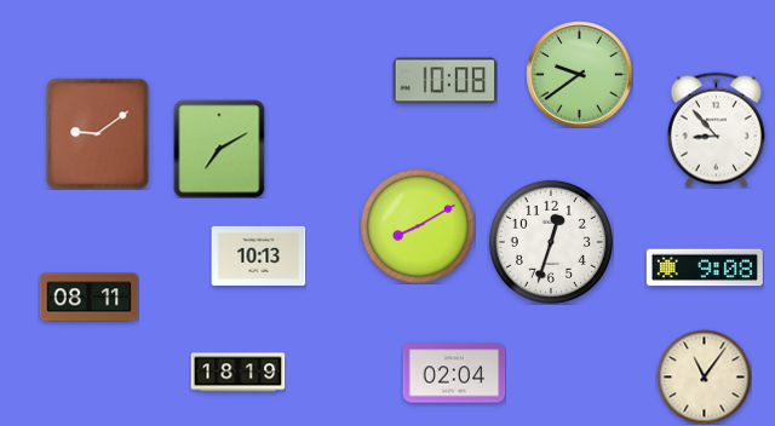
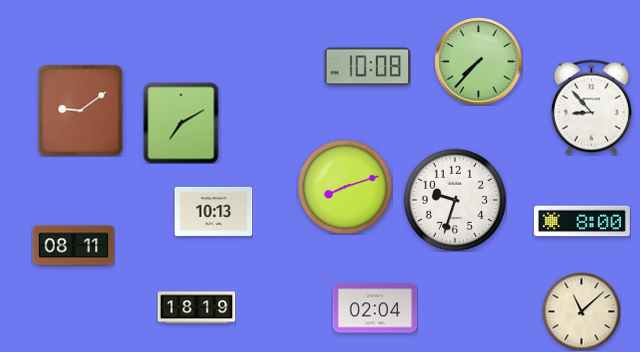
clock at (579, 74): 9:39 -> 7:37
clock at (418, 226): 8:10 -> 8:12
clock at (551, 242): 12:33 -> 9:33
clock at (705, 267): 9:08 -> 8:00
clock at (704, 376): 11:06 -> 11:08
